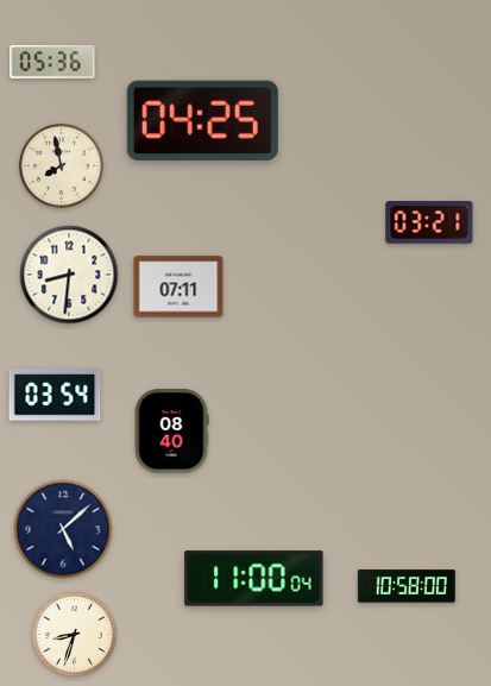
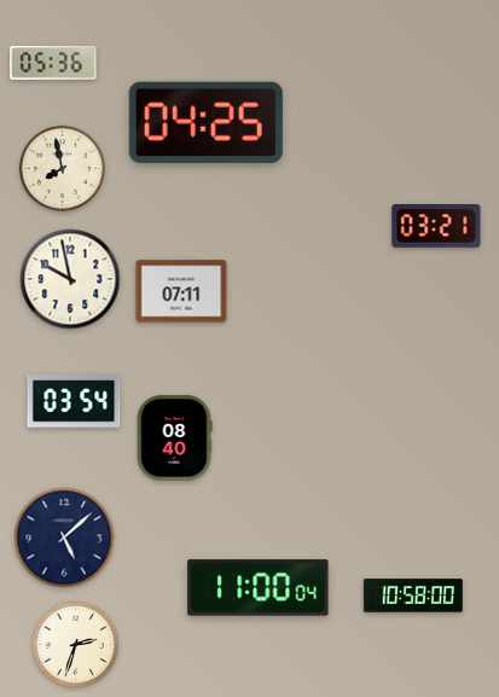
clock at (69, 275): 8:31 -> 9:58
clock at (55, 395) position: (55, 395) -> (74, 401)
clock at (74, 634): 8:33 -> 2:33
